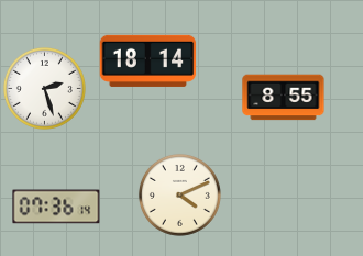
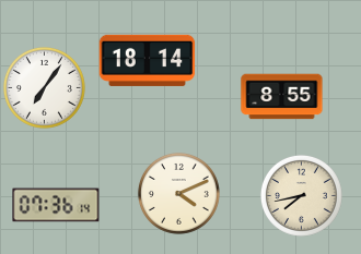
clock at (44, 88): 2:27 -> 7:06
clock at (301, 195): none -> 7:43
